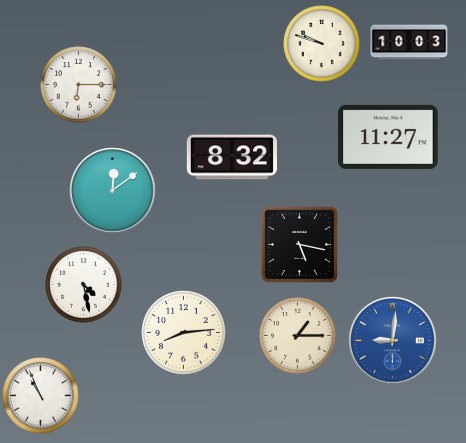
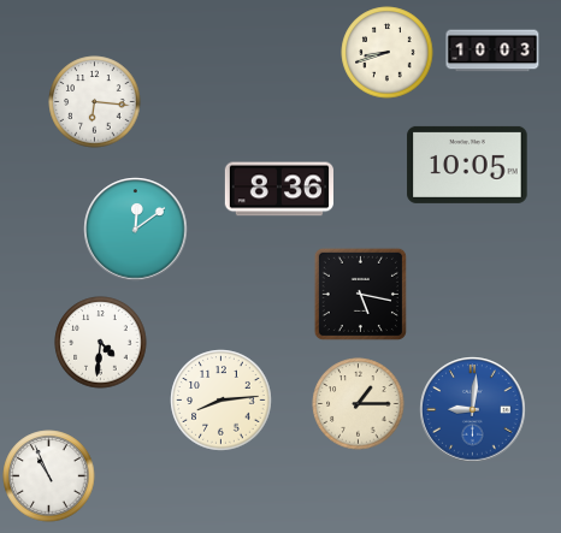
clock at (322, 44): 9:48 -> 8:42
clock at (79, 85): 6:15 -> 6:16
clock at (388, 137): 11:27 -> 10:05
clock at (232, 157): 8:32 -> 8:36
clock at (84, 285): 4:28 -> 4:31
